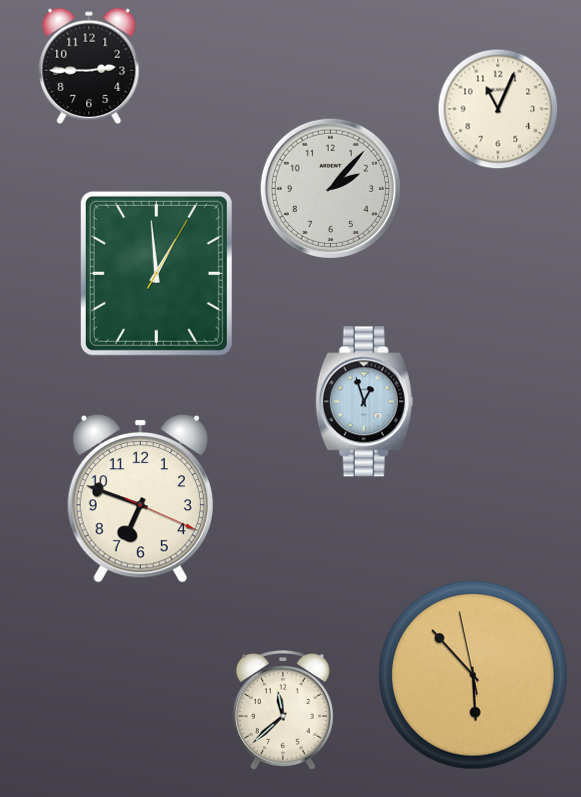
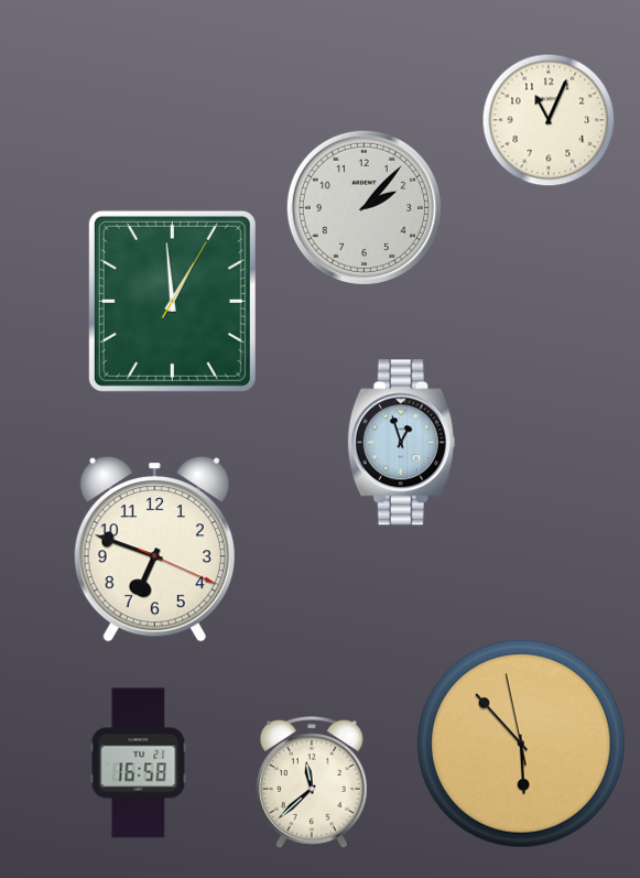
clock at (89, 66): 2:45 -> none
clock at (139, 763): none -> 16:58
